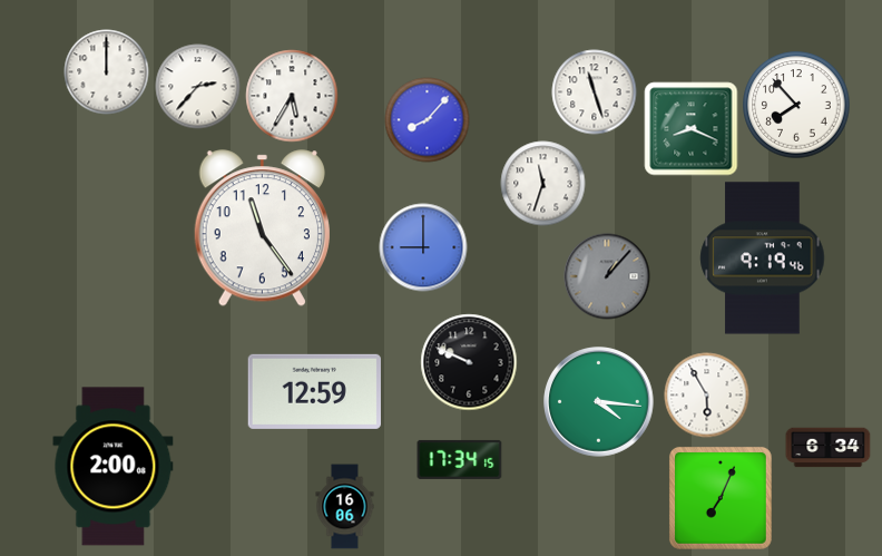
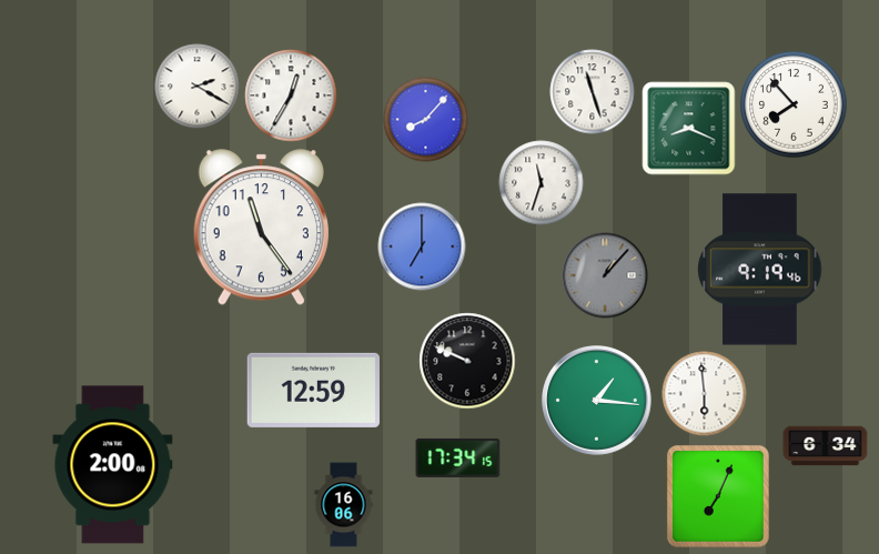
clock at (107, 72): 12:00 -> none
clock at (198, 87): 2:37 -> 2:20
clock at (292, 96): 5:35 -> 12:35
clock at (423, 247): 9:00 -> 7:00
clock at (763, 259) position: (763, 259) -> (760, 270)
clock at (707, 396): 5:55 -> 5:59
clock at (599, 402): 4:16 -> 1:16
